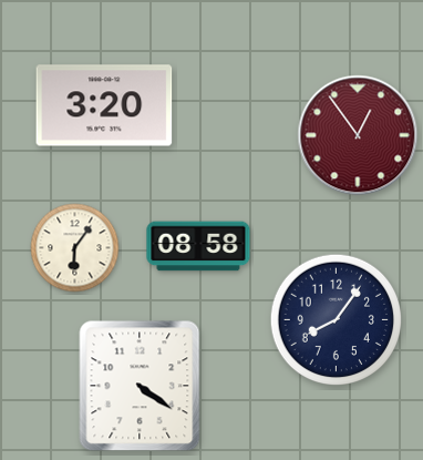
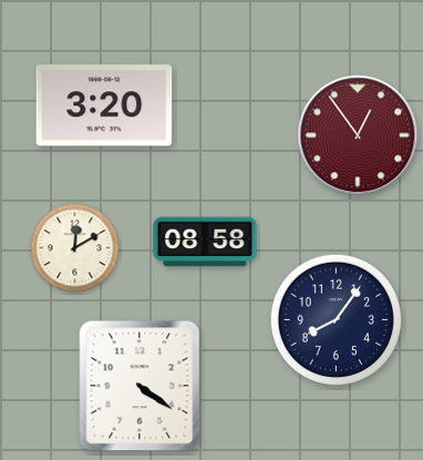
clock at (198, 246) position: (198, 246) -> (205, 242)
clock at (75, 248): 6:06 -> 12:10
